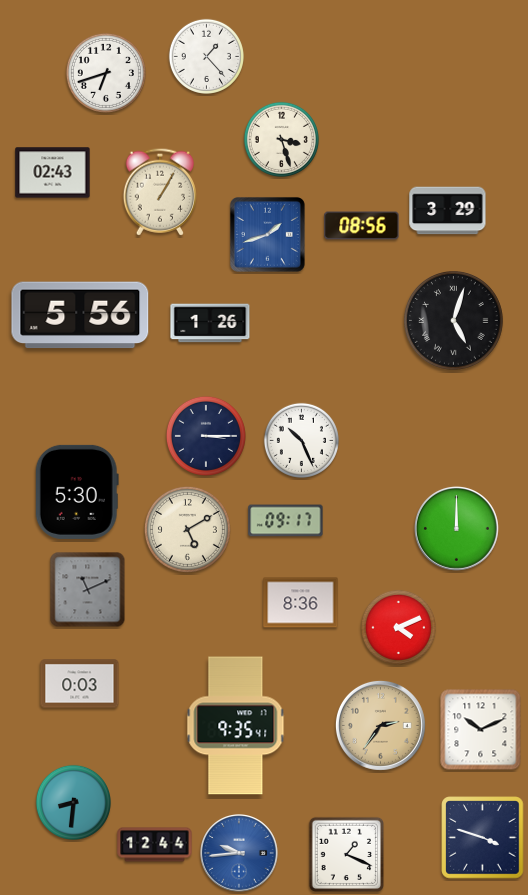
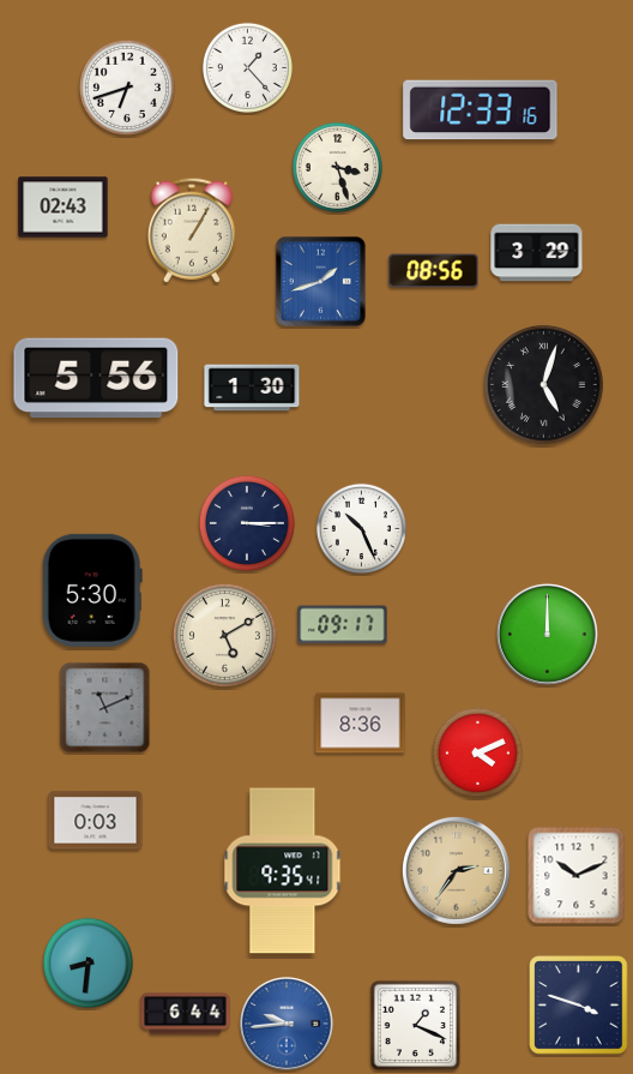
clock at (481, 110): none -> 12:33
clock at (210, 323): 1:26 -> 1:30
clock at (155, 845): 12:44 -> 6:44
